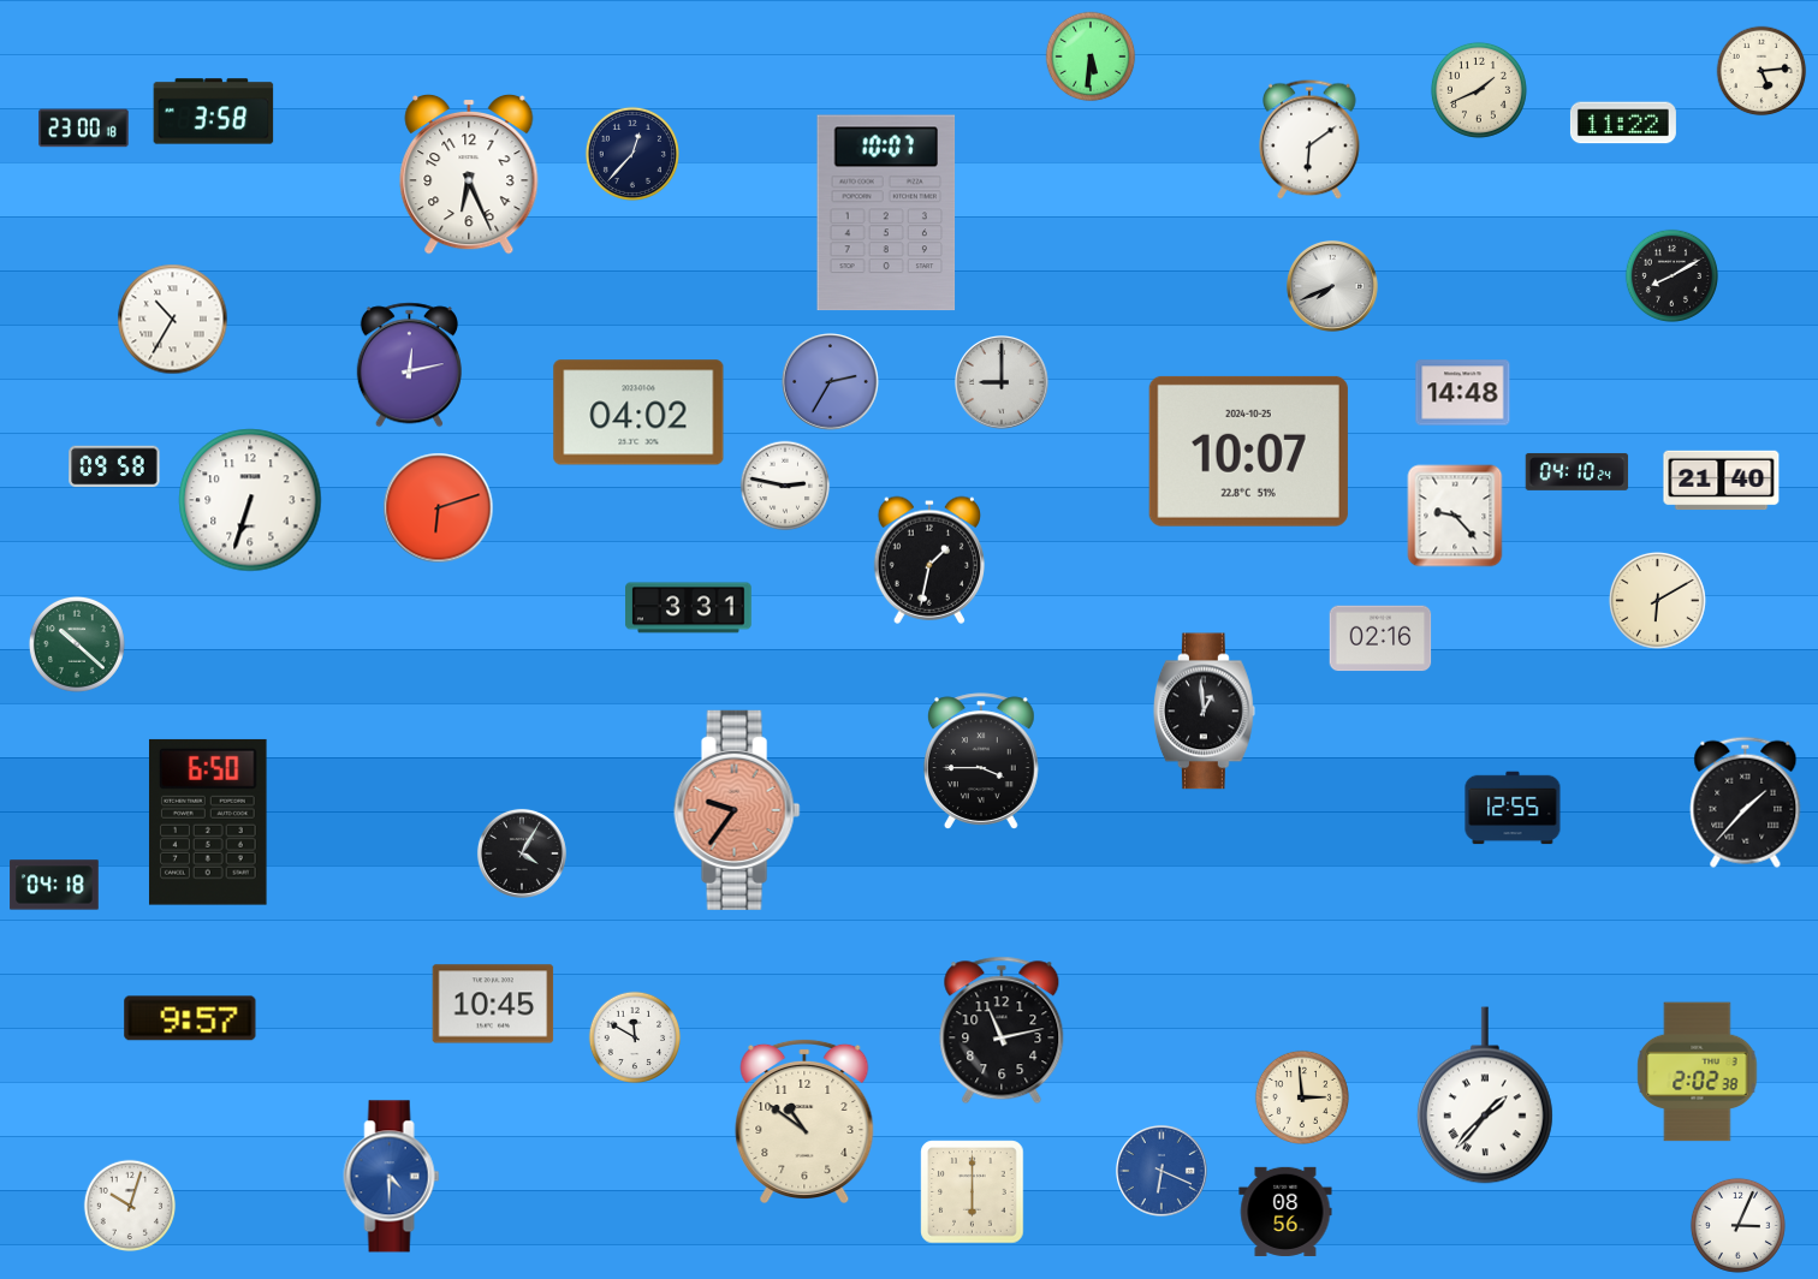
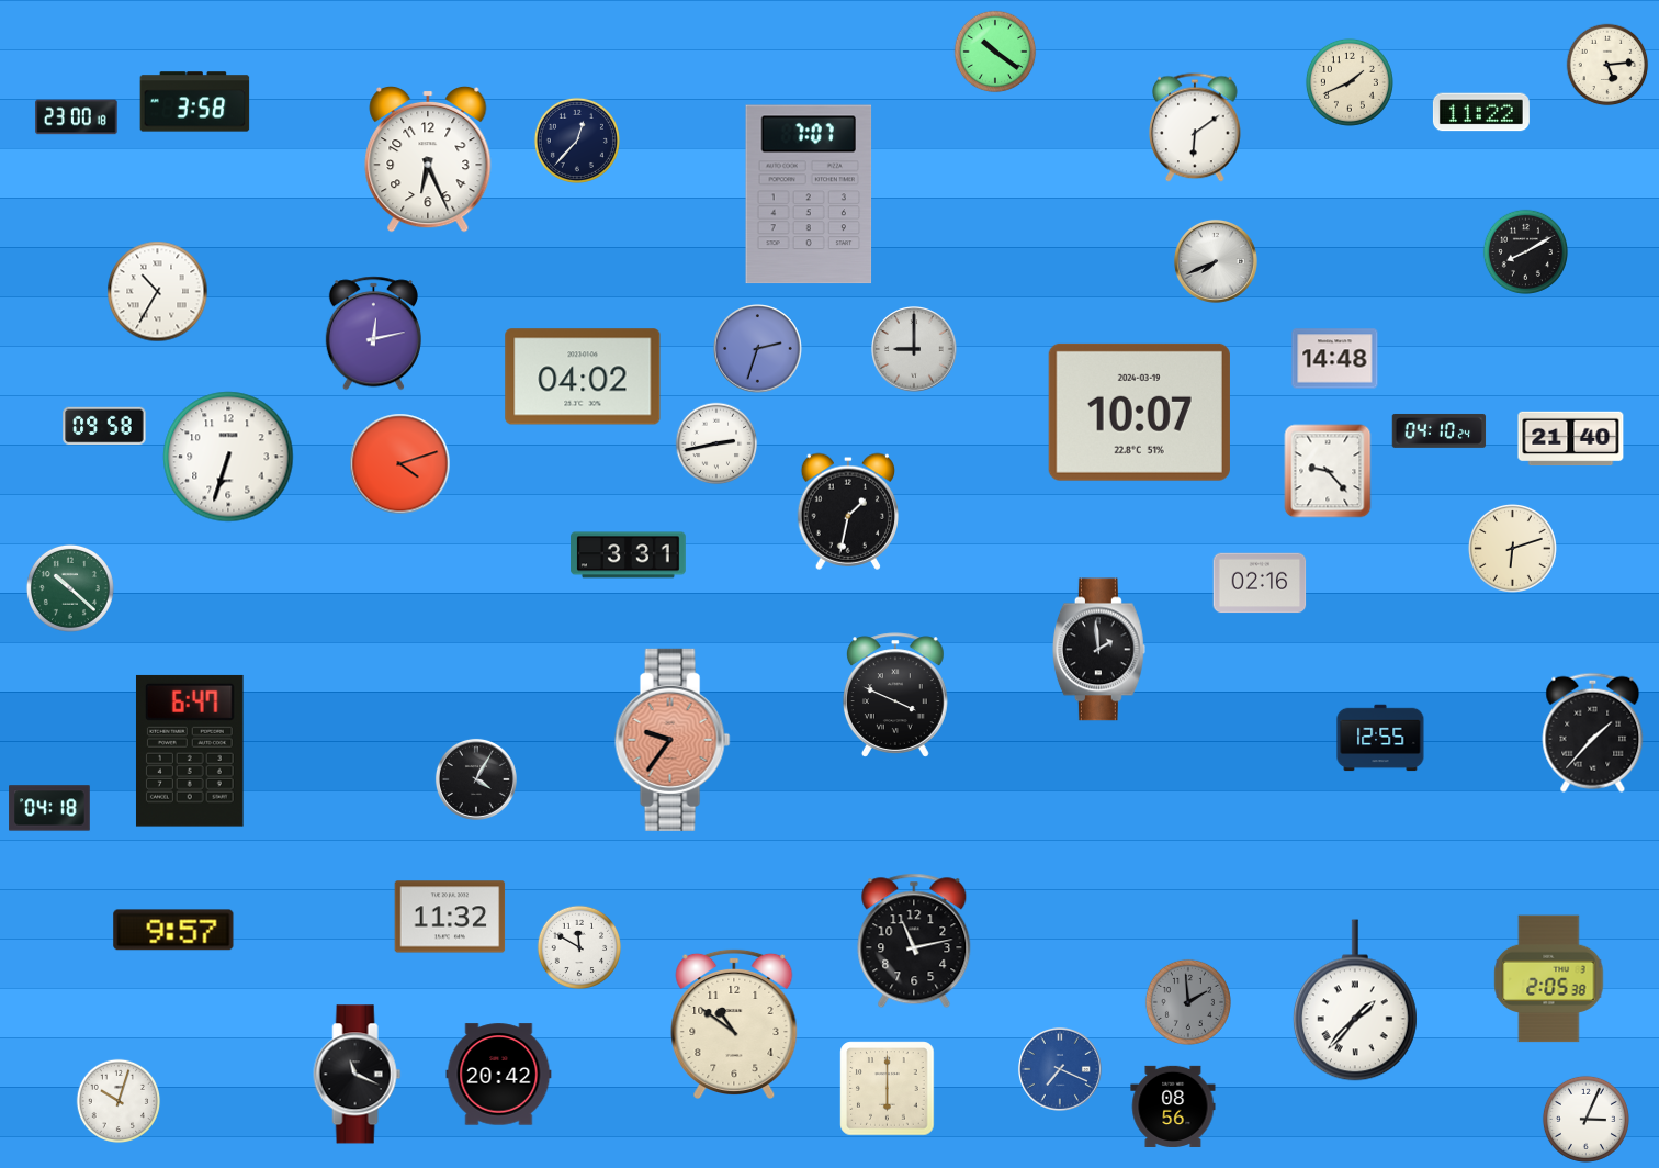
clock at (1091, 56): 5:31 -> 10:21
clock at (886, 213): 10:07 -> 7:07
clock at (831, 382): 2:35 -> 2:33
clock at (1248, 451) date: 2024-10-25 -> 2024-03-19
clock at (785, 486): 2:47 -> 2:43
clock at (439, 508): 6:12 -> 4:12
clock at (1657, 600): 6:10 -> 6:12
clock at (1204, 712): 12:59 -> 1:59
clock at (981, 761): 3:45 -> 3:49
clock at (208, 822): 6:50 -> 6:47
clock at (493, 1004): 10:45 -> 11:32
clock at (1698, 1072): 2:02 -> 2:05
clock at (1302, 1097): 2:59 -> 1:59
clock at (1302, 1097) dial: cream -> grey
clock at (1161, 1171): 6:19 -> 7:19
clock at (392, 1177): 4:30 -> 11:19
clock at (392, 1177) dial: blue -> black
clock at (499, 1075): none -> 20:42
